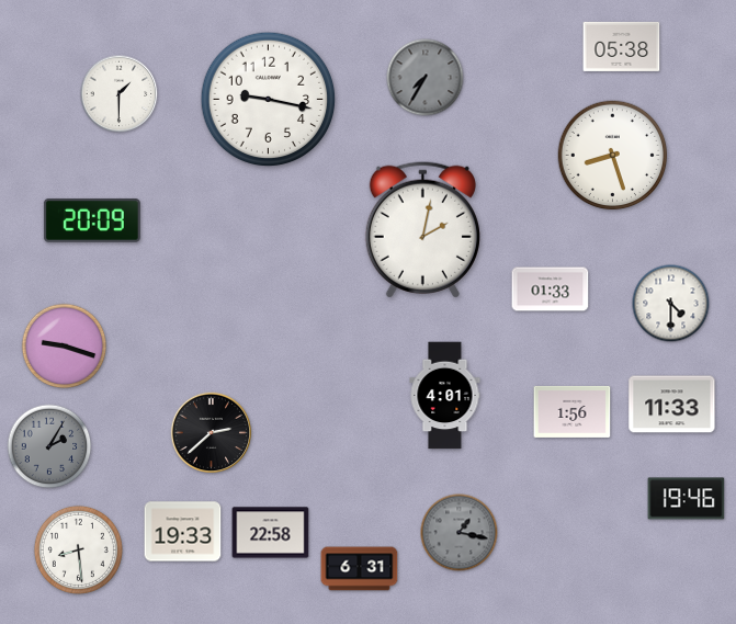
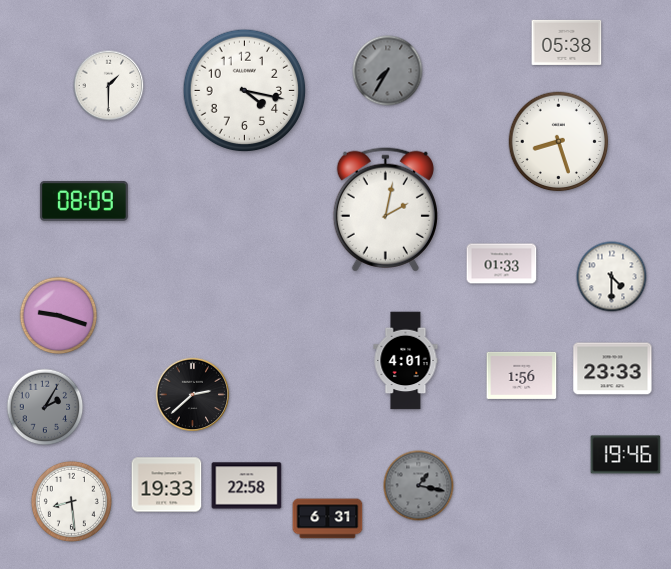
clock at (269, 100): 9:17 -> 4:17
clock at (92, 220): 20:09 -> 08:09
clock at (672, 405): 11:33 -> 23:33
